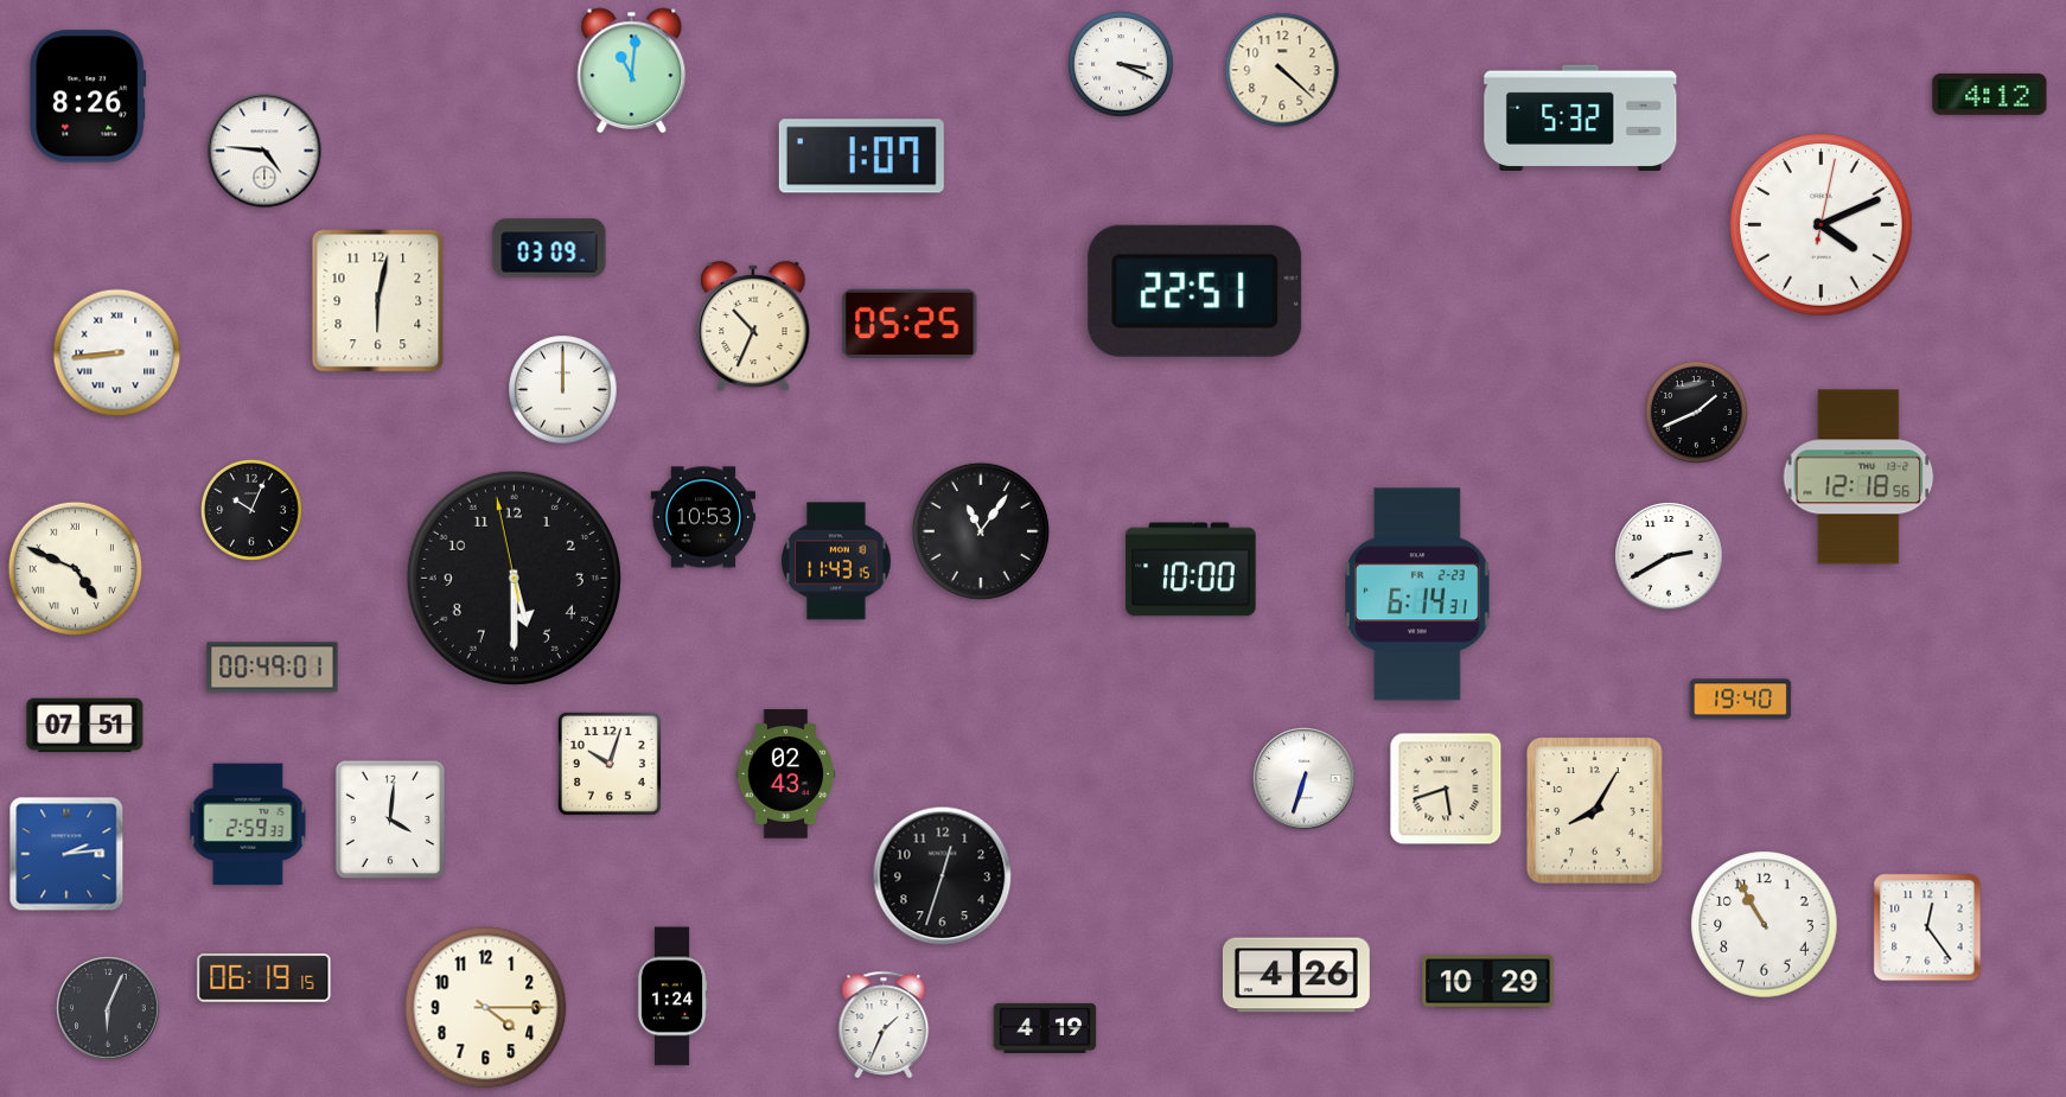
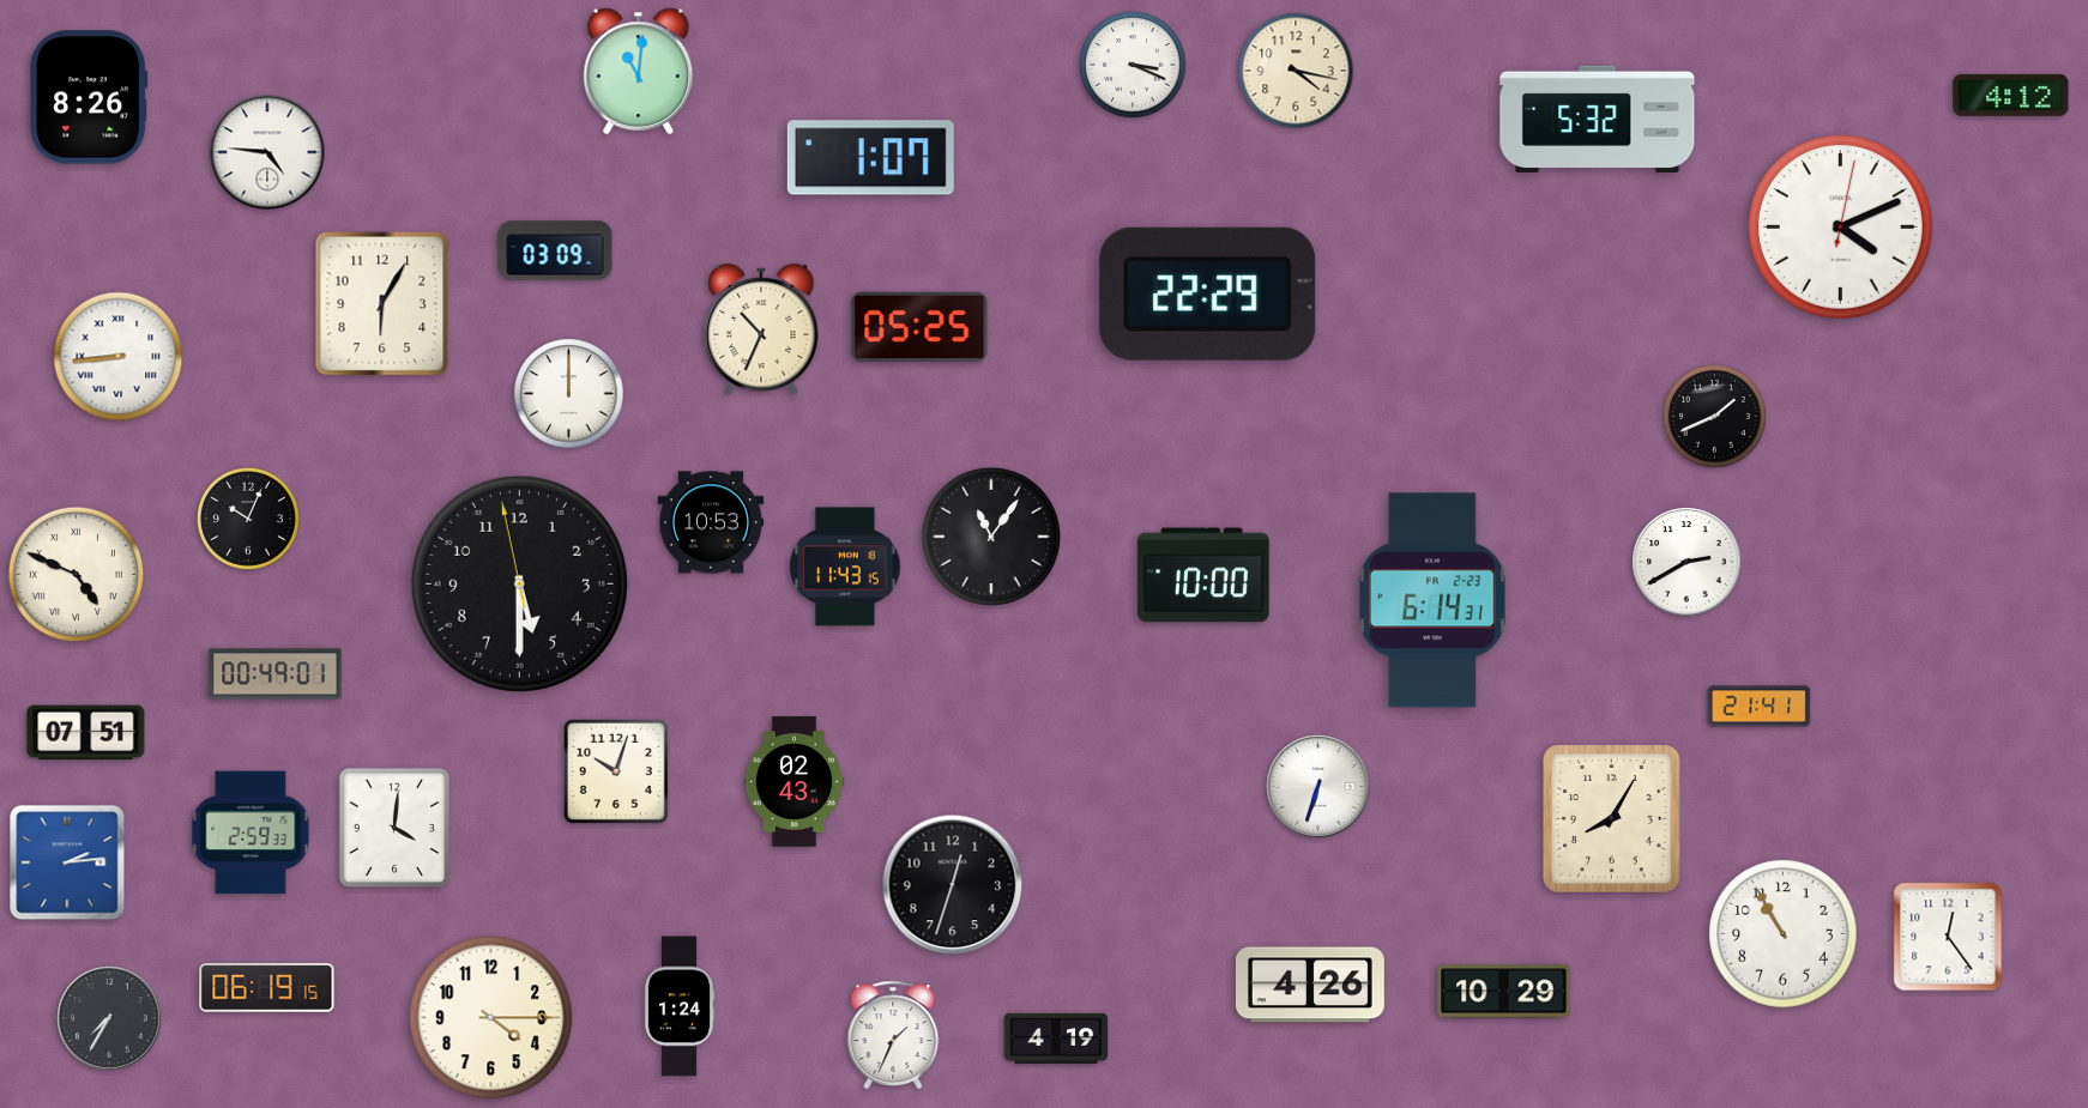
clock at (1282, 70): 4:22 -> 4:17
clock at (1195, 291): 22:51 -> 22:29
clock at (378, 301): 6:02 -> 6:05
clock at (1858, 477): 12:18 -> none
clock at (251, 510) position: (251, 510) -> (248, 519)
clock at (1741, 700): 19:40 -> 21:41
clock at (1446, 789): 5:42 -> none
clock at (108, 1008): 6:04 -> 7:35
